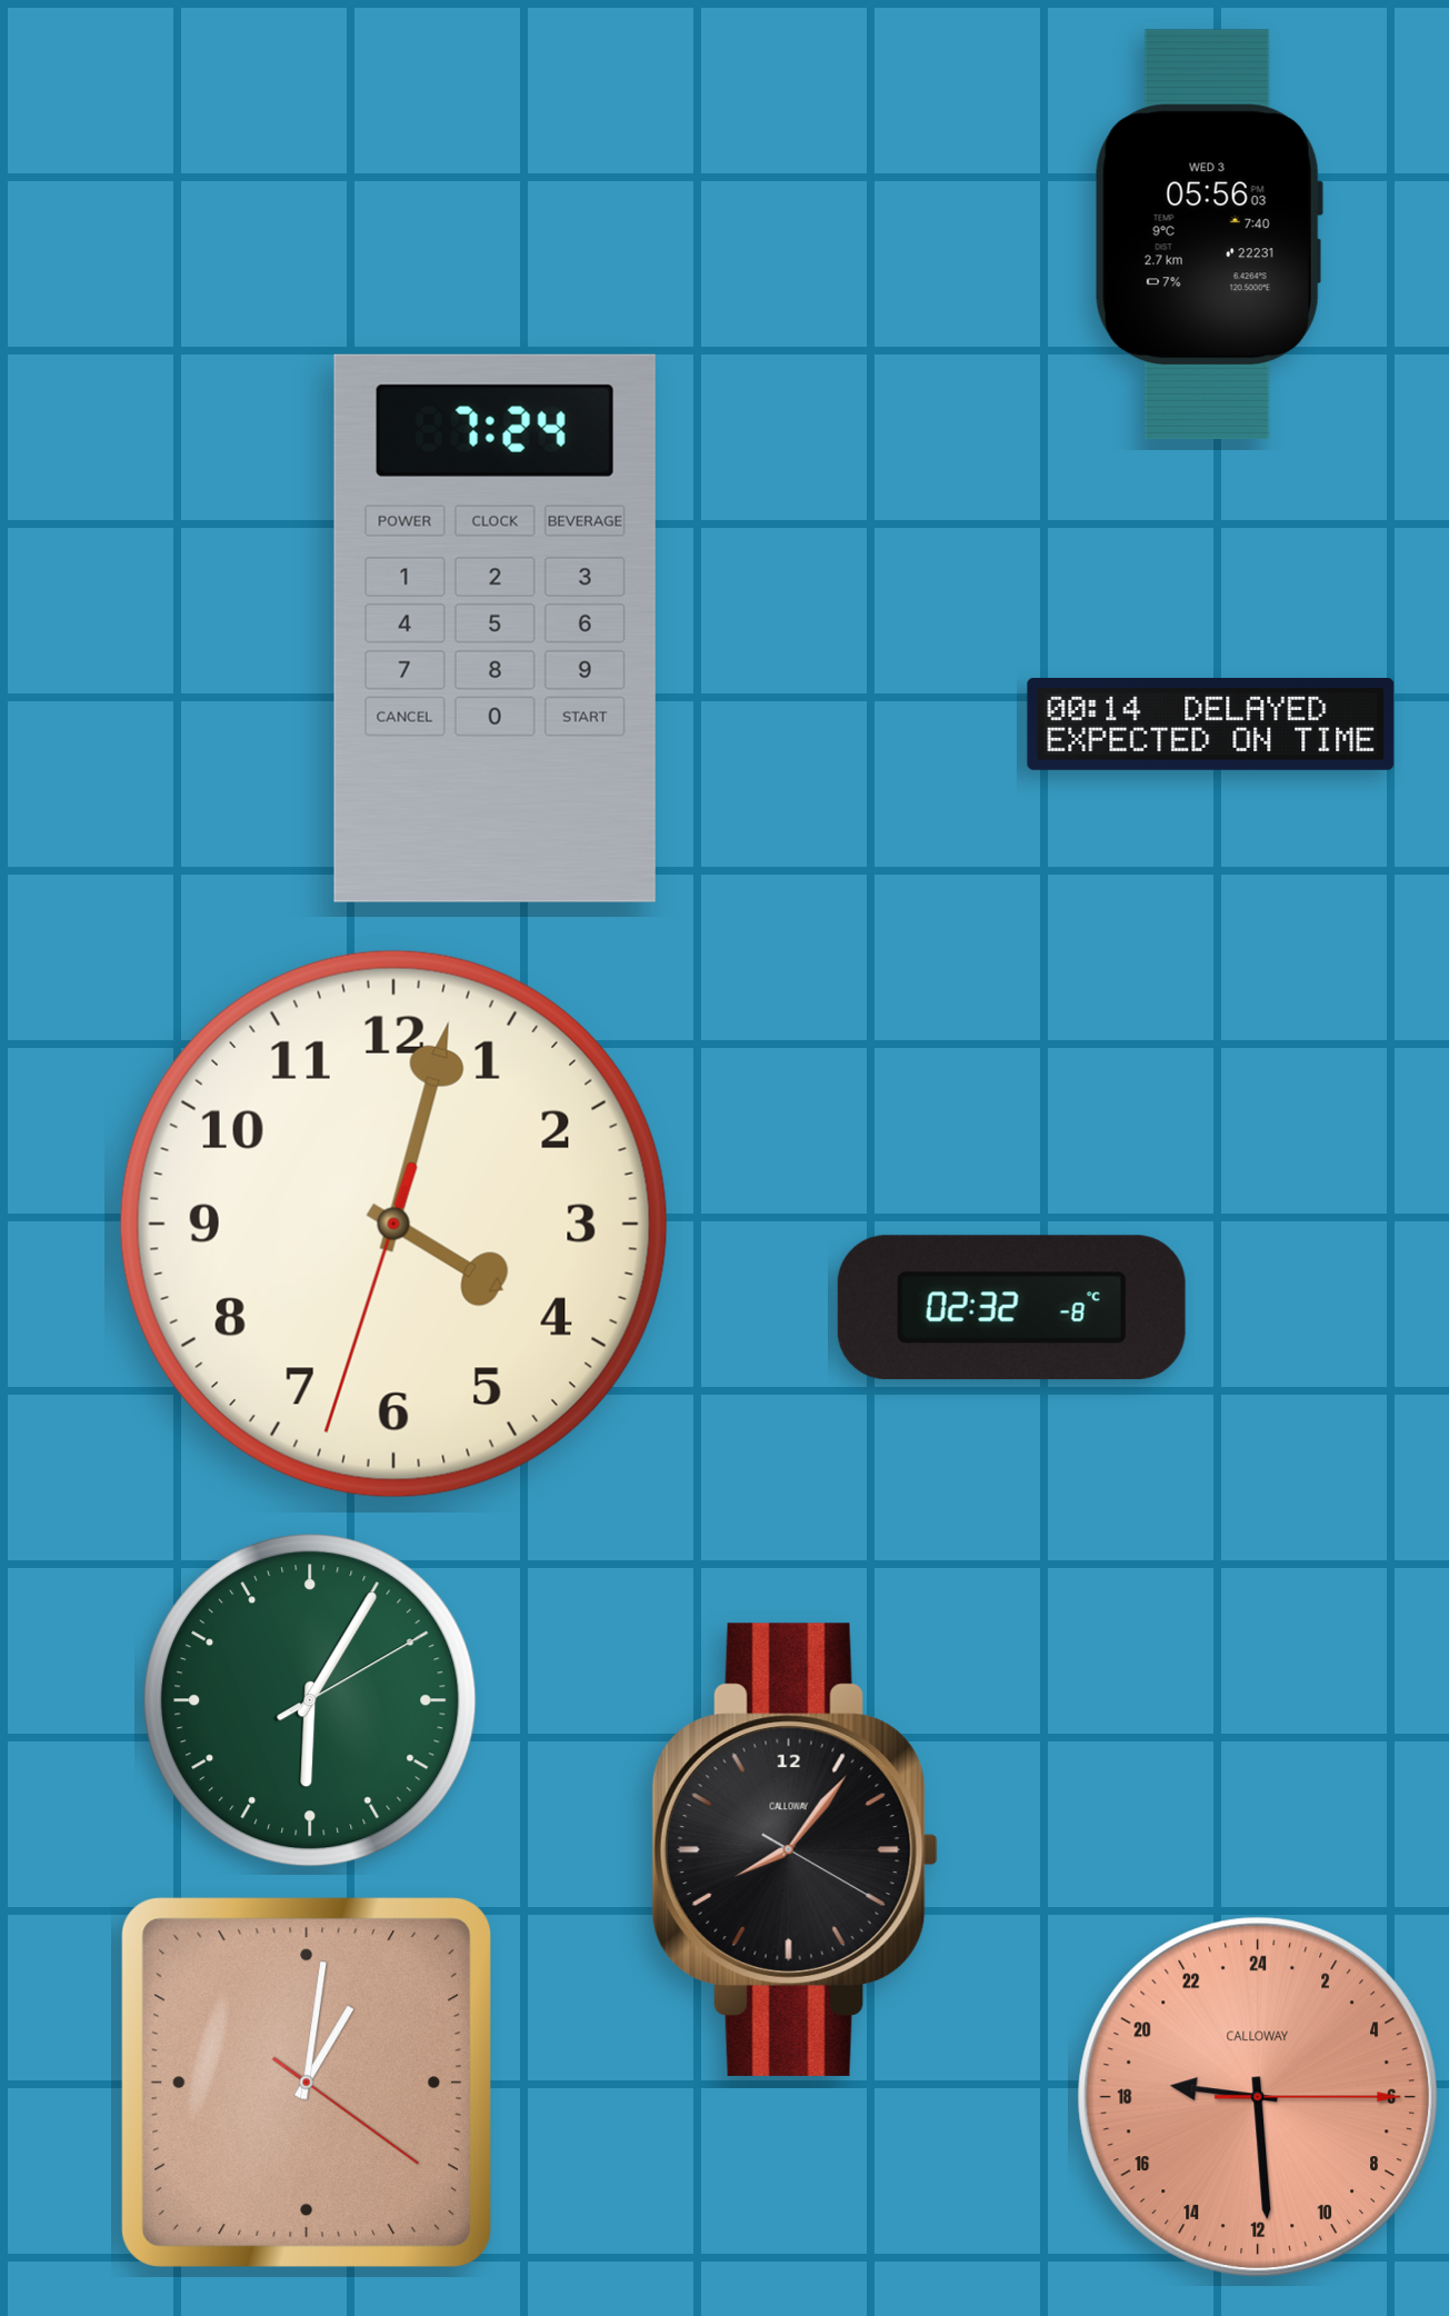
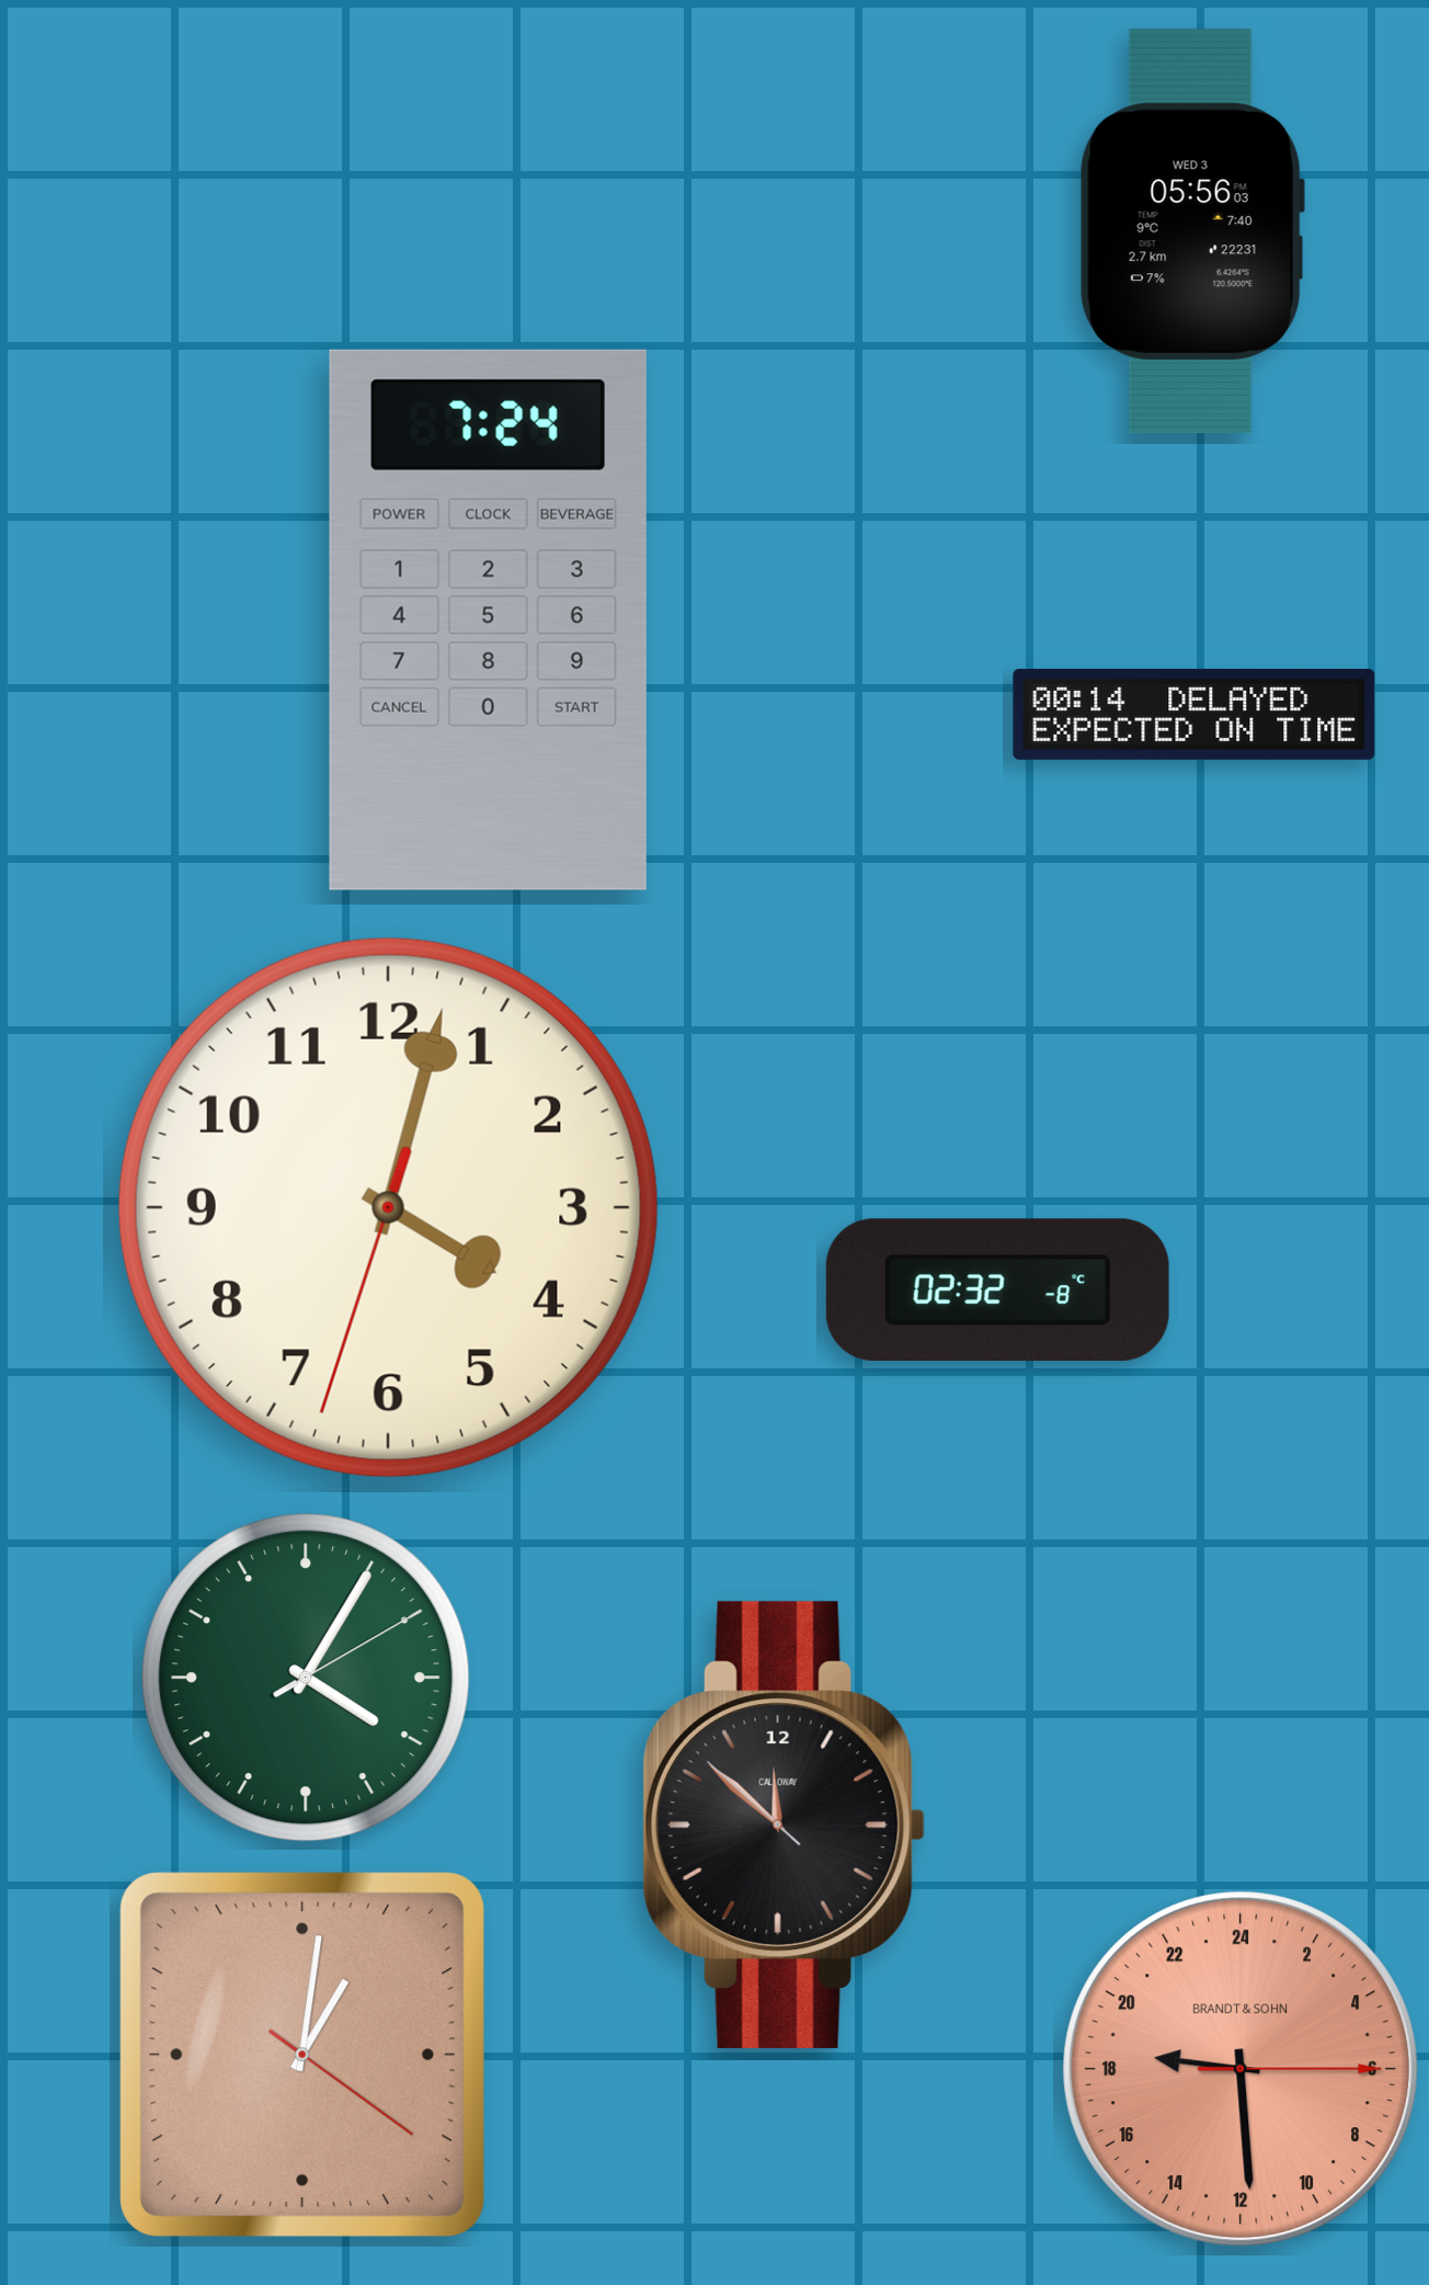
clock at (310, 1700): 6:05 -> 4:05
clock at (795, 1849): 8:06 -> 11:51
clock at (1257, 2096) brand: CALLOWAY -> BRANDT & SOHN
